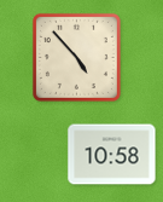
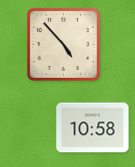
clock at (76, 57) position: (76, 57) -> (63, 44)
